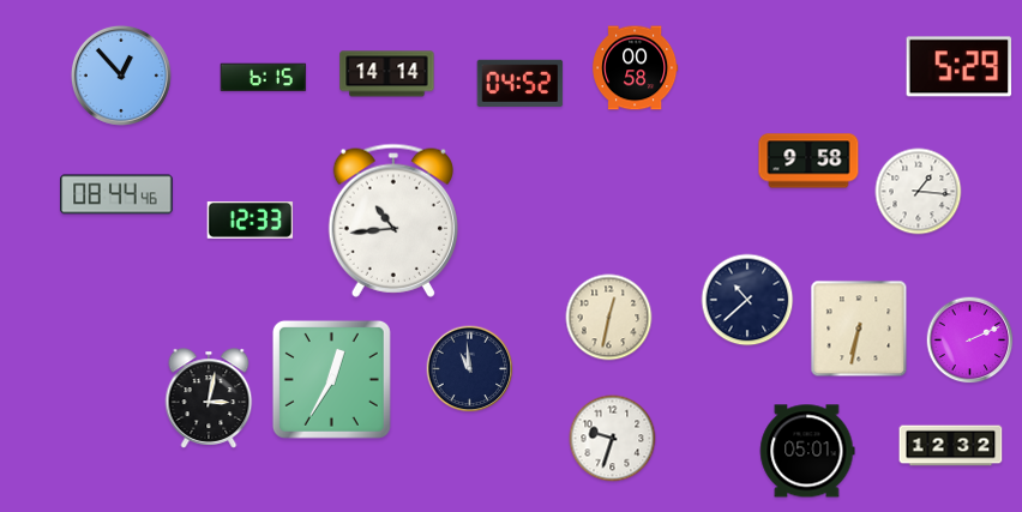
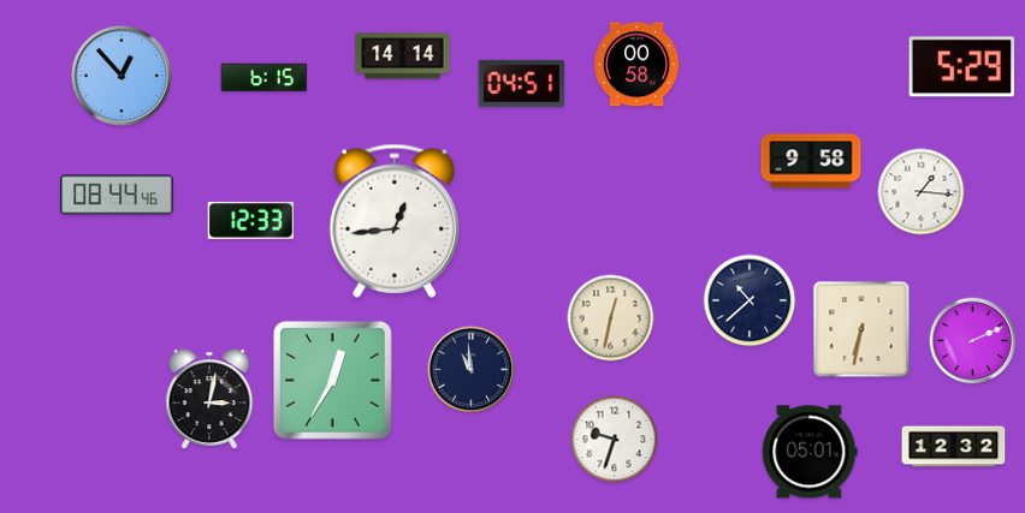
clock at (636, 68) position: (636, 68) -> (638, 65)
clock at (387, 74) position: (387, 74) -> (403, 56)
clock at (521, 83): 04:52 -> 04:51
clock at (393, 221): 10:44 -> 12:44
